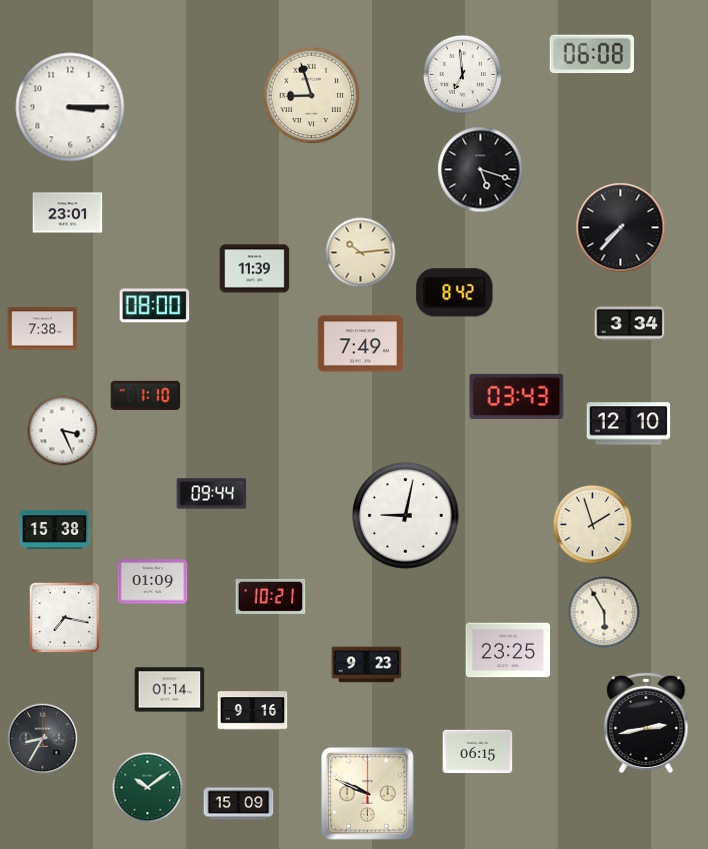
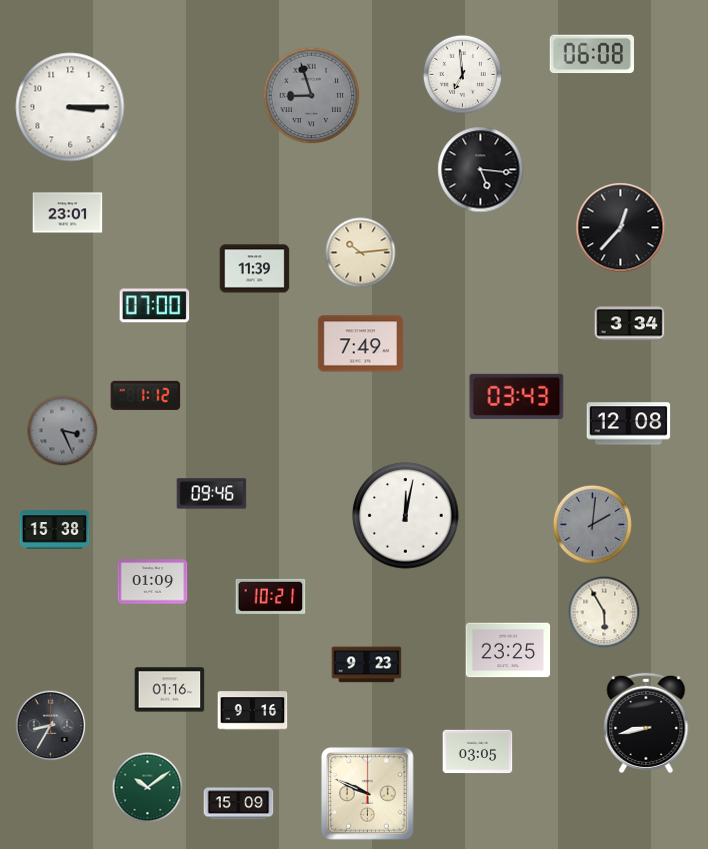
clock at (312, 96) dial: cream -> grey
clock at (481, 170): 5:18 -> 5:16
clock at (621, 228): 7:37 -> 12:37
clock at (455, 293): 8:42 -> none
clock at (155, 306): 08:00 -> 07:00
clock at (43, 329): 7:38 -> none
clock at (146, 395): 1:10 -> 1:12
clock at (629, 424): 12:10 -> 12:08
clock at (63, 431) dial: white -> grey
clock at (212, 494): 09:44 -> 09:46
clock at (406, 516): 9:02 -> 12:02
clock at (592, 524): 1:57 -> 2:01
clock at (592, 524) dial: cream -> grey
clock at (64, 617): 7:17 -> none
clock at (170, 690): 01:14 -> 01:16
clock at (646, 723): 2:43 -> 8:43
clock at (43, 739) position: (43, 739) -> (51, 726)
clock at (478, 752): 06:15 -> 03:05
